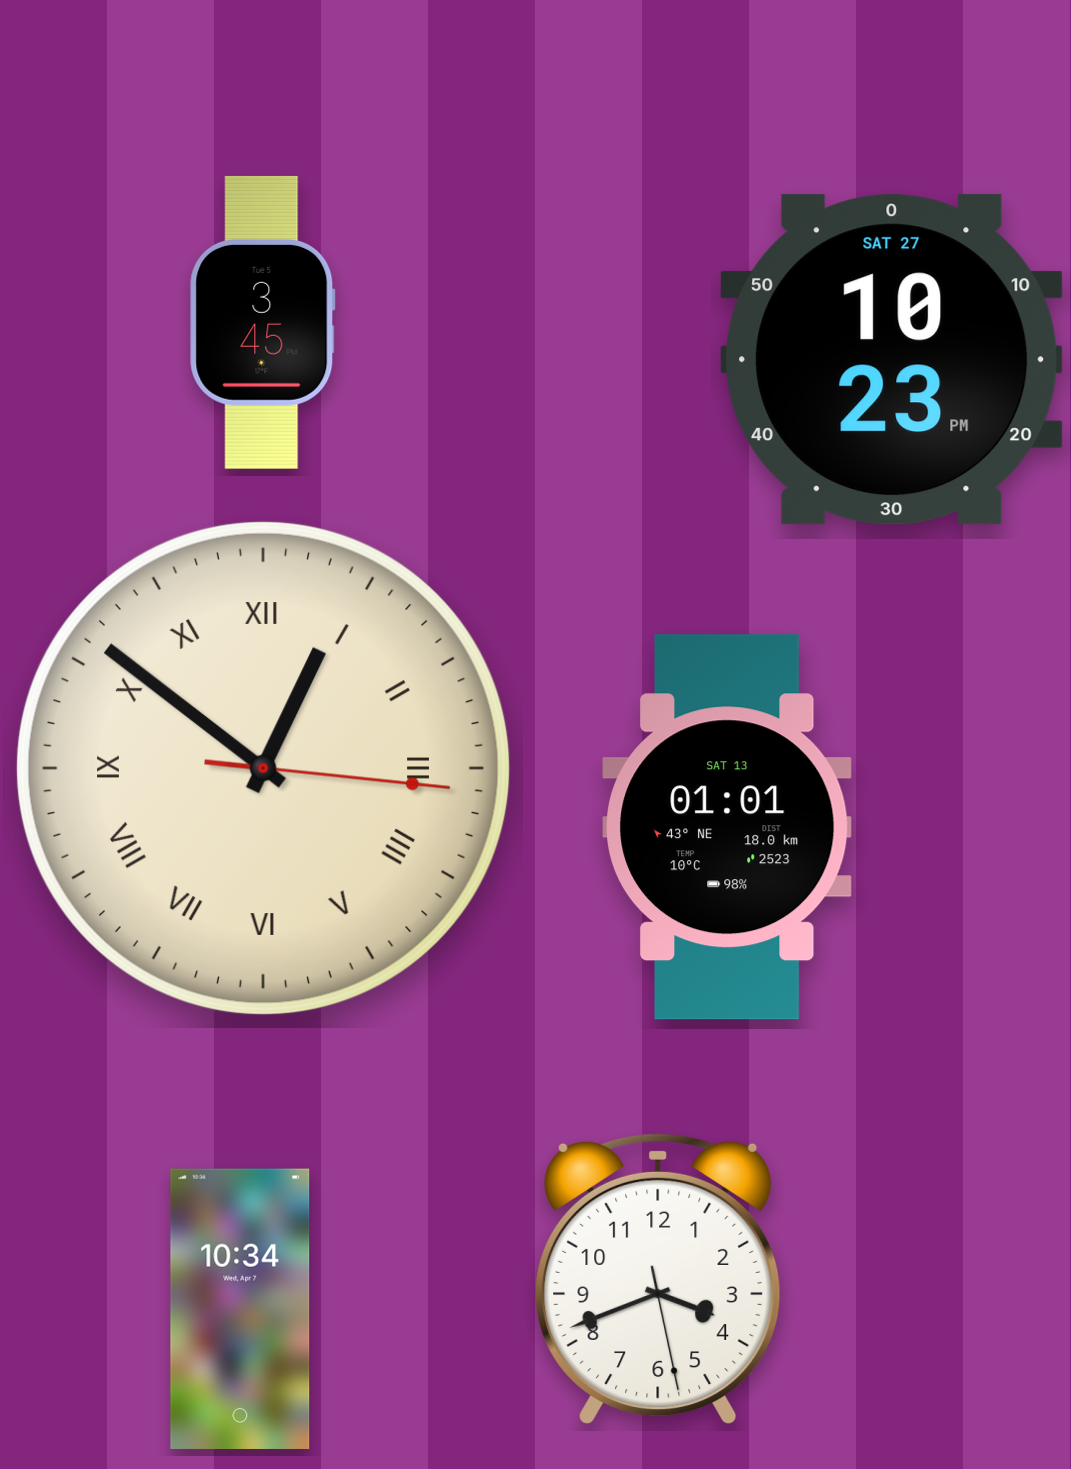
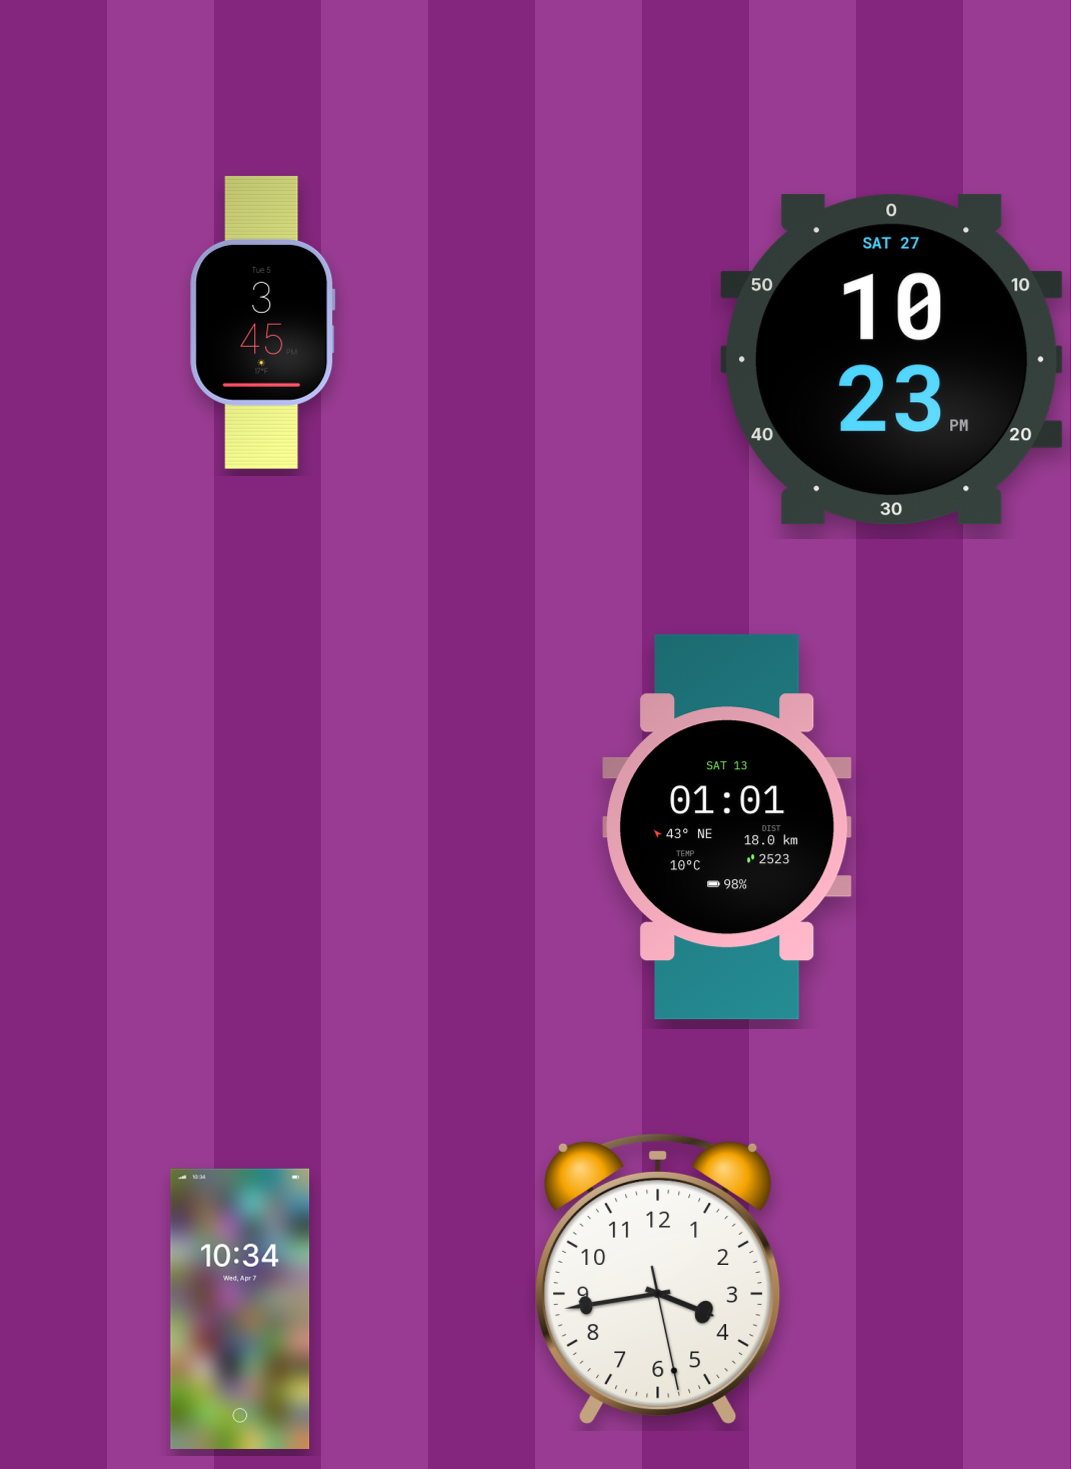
clock at (263, 768): 12:51 -> none
clock at (658, 1279): 3:41 -> 3:43
